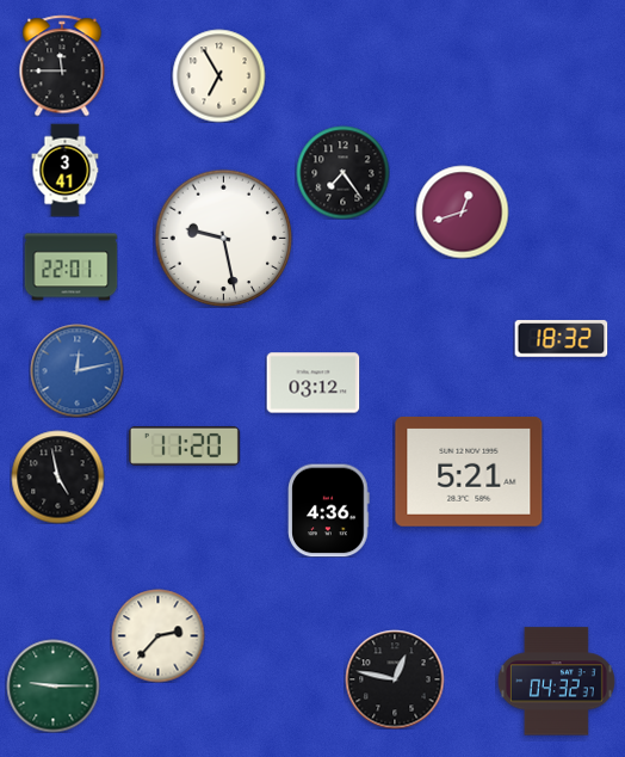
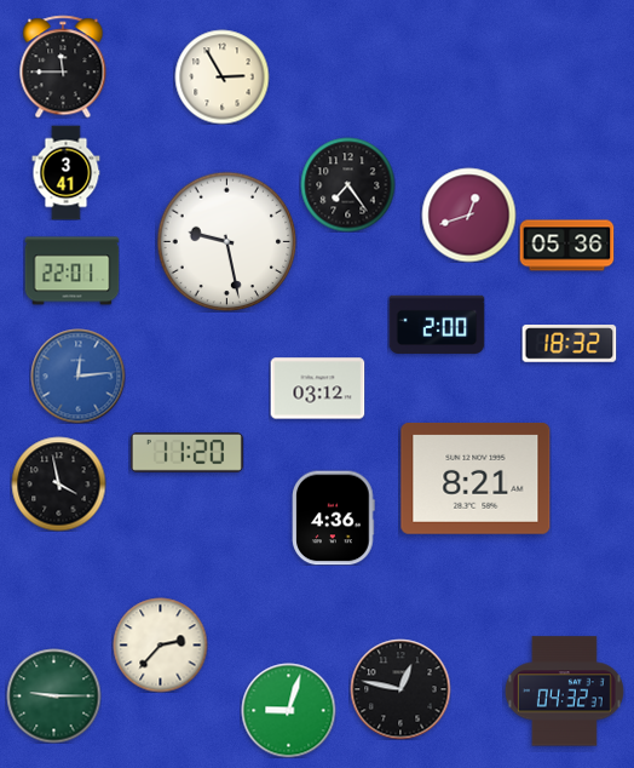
clock at (218, 75): 6:55 -> 2:55
clock at (342, 172) position: (342, 172) -> (347, 184)
clock at (566, 246): none -> 05:36
clock at (437, 325): none -> 2:00
clock at (76, 370): 12:13 -> 12:14
clock at (469, 472): 5:21 -> 8:21
clock at (57, 476): 4:58 -> 3:58
clock at (288, 710): none -> 9:03
